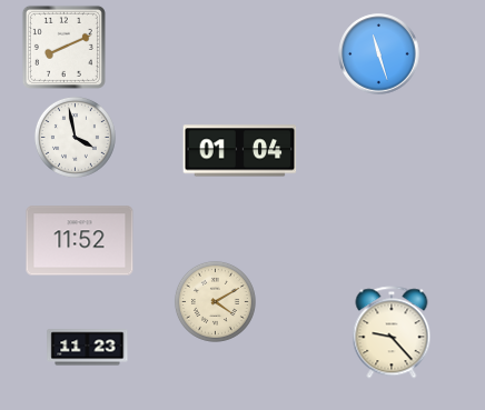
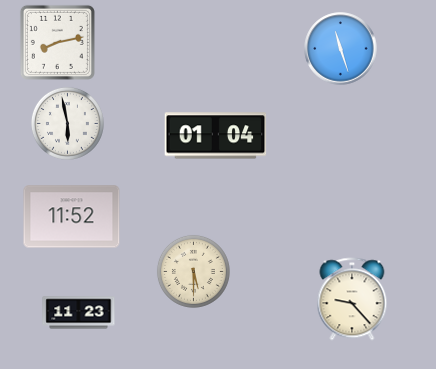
clock at (63, 47): 8:11 -> 8:13
clock at (75, 137): 3:58 -> 5:58
clock at (215, 301): 4:10 -> 5:30
